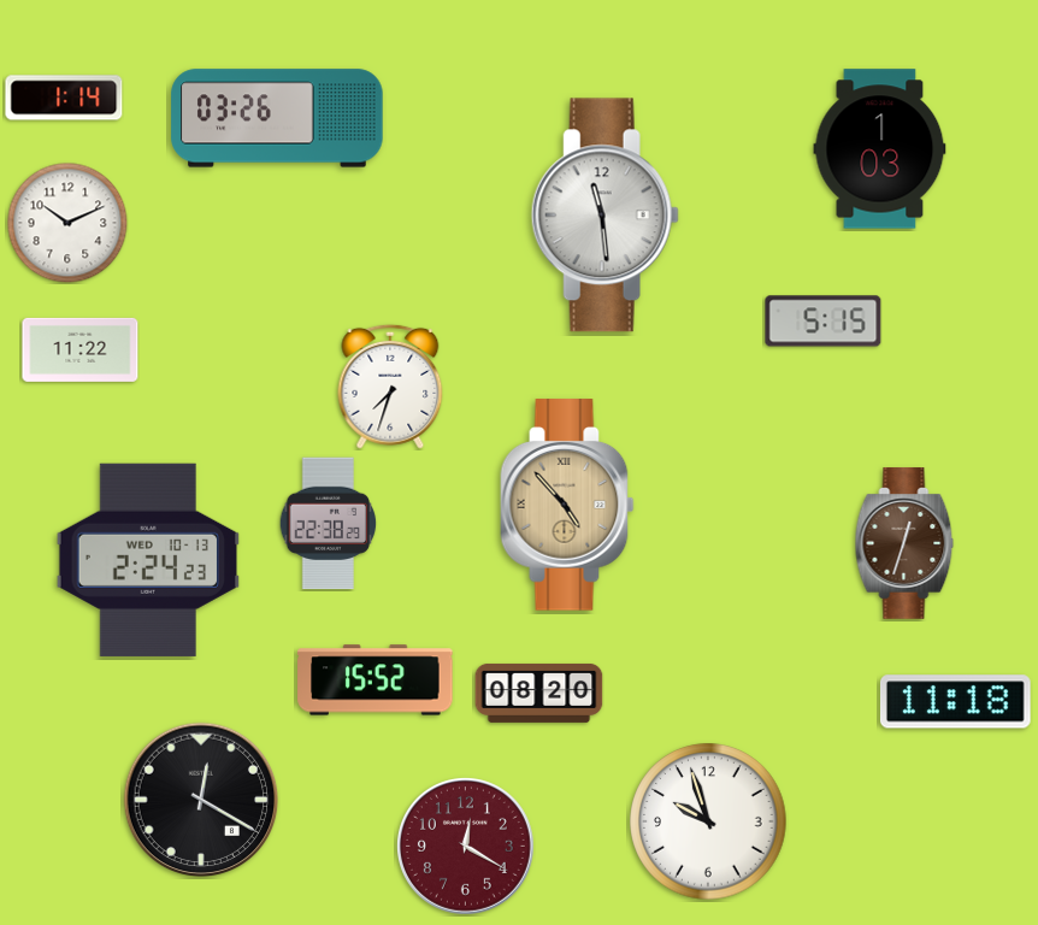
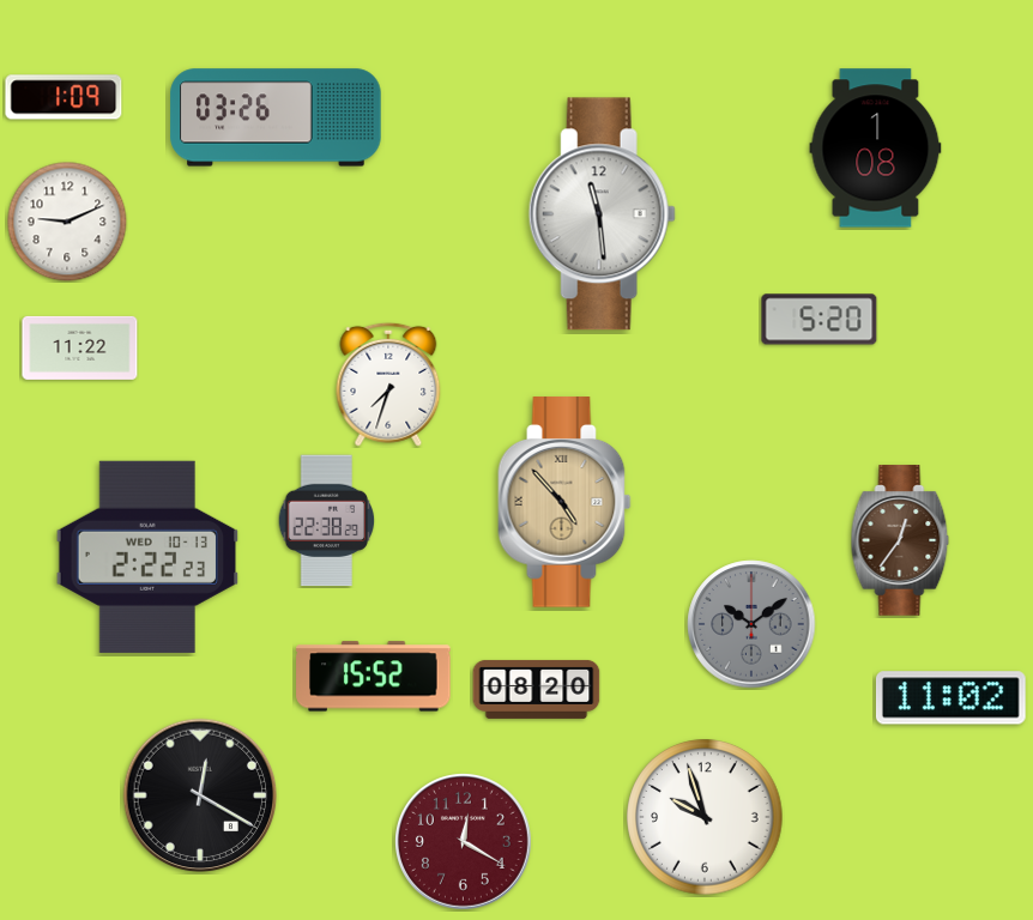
clock at (64, 98): 1:14 -> 1:09
clock at (880, 149): 1:03 -> 1:08
clock at (67, 223): 10:11 -> 9:11
clock at (824, 322): 5:15 -> 5:20
clock at (904, 543): 12:33 -> 12:36
clock at (148, 560): 2:24 -> 2:22
clock at (751, 624): none -> 10:09
clock at (955, 702): 11:18 -> 11:02
